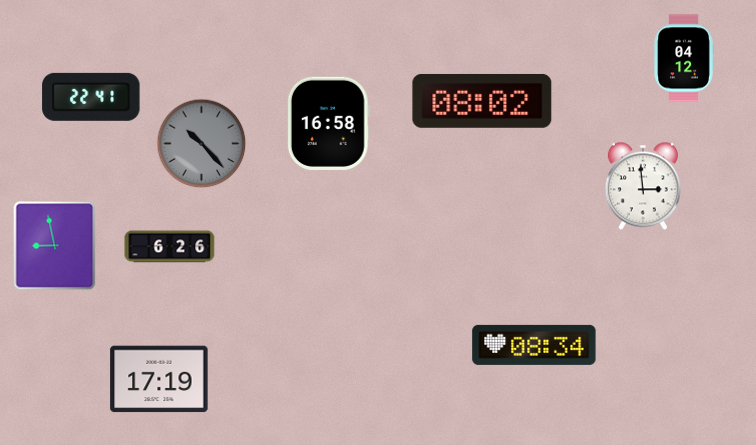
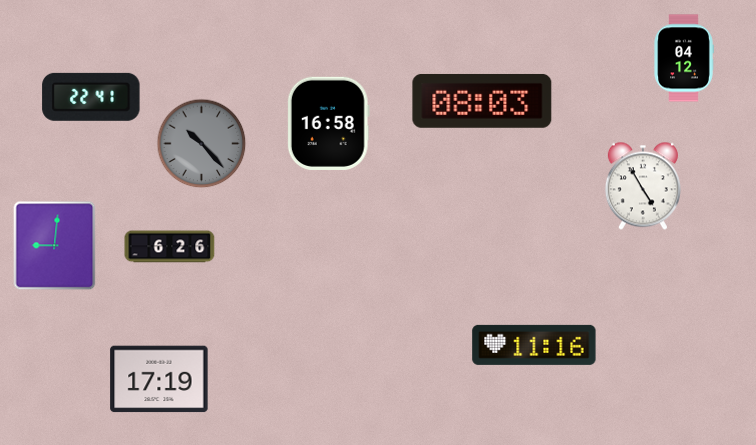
clock at (482, 101): 08:02 -> 08:03
clock at (643, 186): 2:59 -> 4:55
clock at (55, 246): 8:58 -> 9:01
clock at (534, 345): 08:34 -> 11:16
